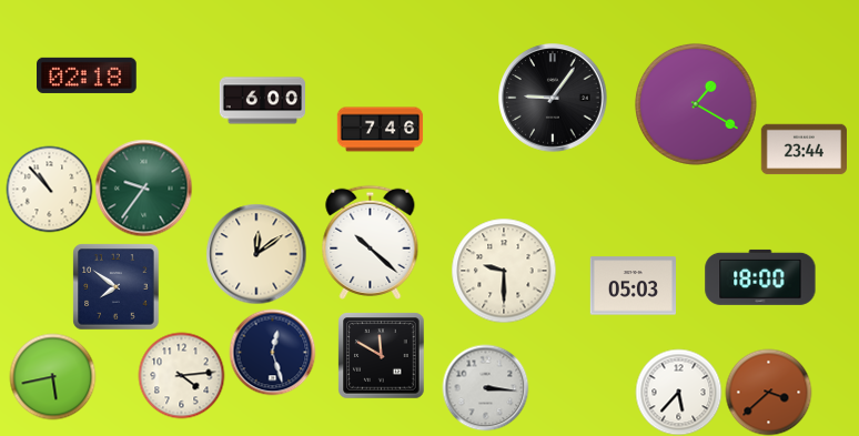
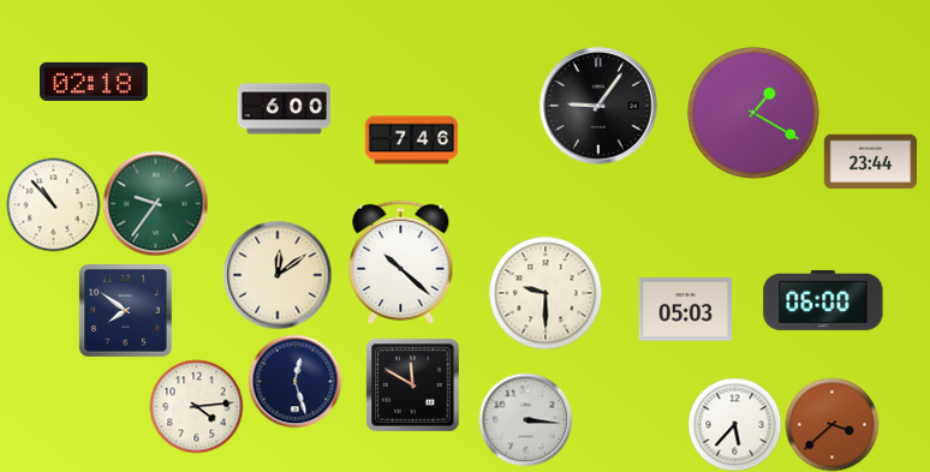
clock at (760, 277): 18:00 -> 06:00
clock at (52, 376): 5:43 -> none
